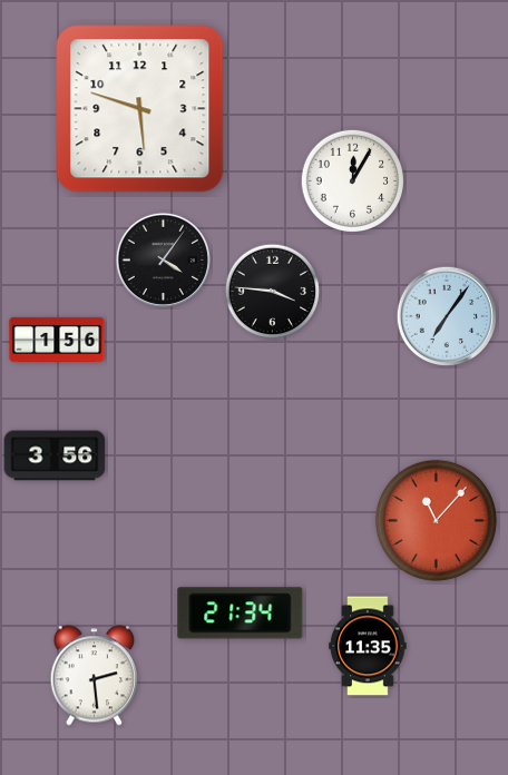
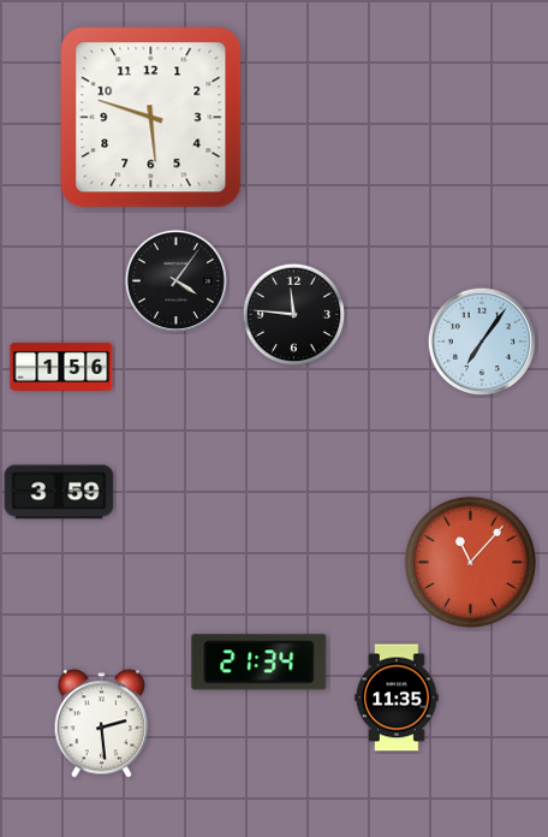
clock at (352, 180): 12:05 -> none
clock at (273, 292): 3:46 -> 11:46
clock at (55, 455): 3:56 -> 3:59
clock at (95, 676) position: (95, 676) -> (102, 724)
